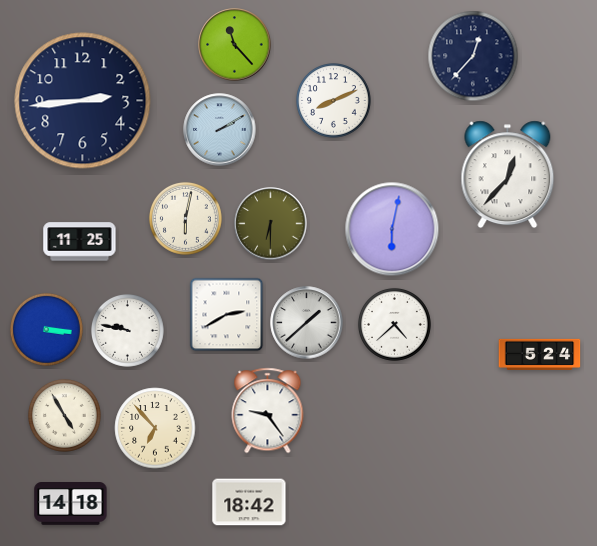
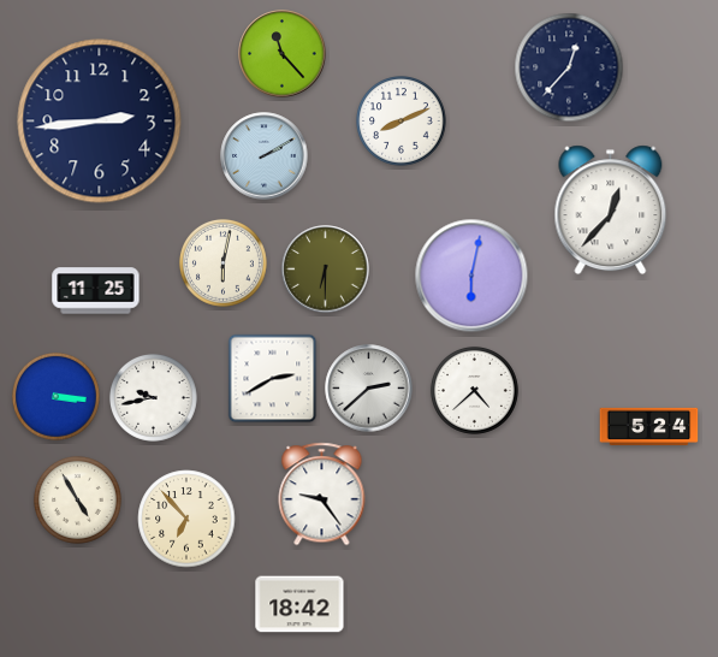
clock at (307, 323): 1:38 -> 2:38
clock at (127, 330): 9:47 -> 9:43
clock at (155, 428) position: (155, 428) -> (186, 519)
clock at (71, 504): 14:18 -> none
